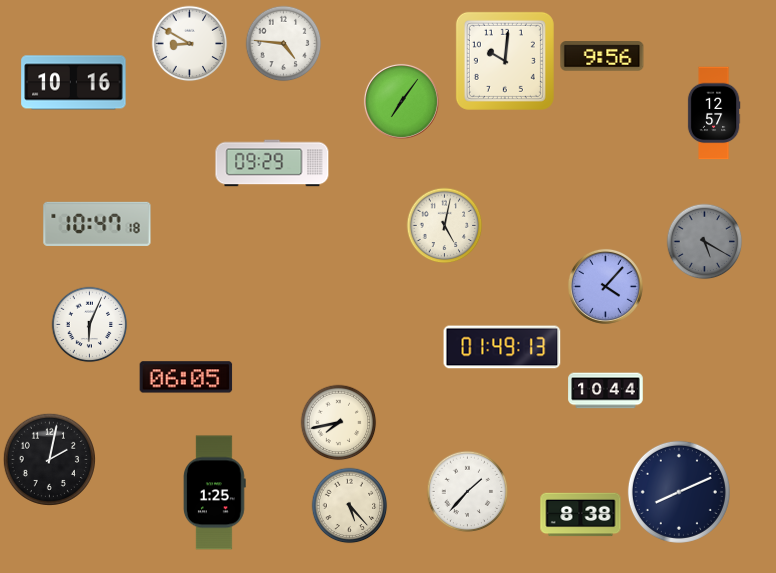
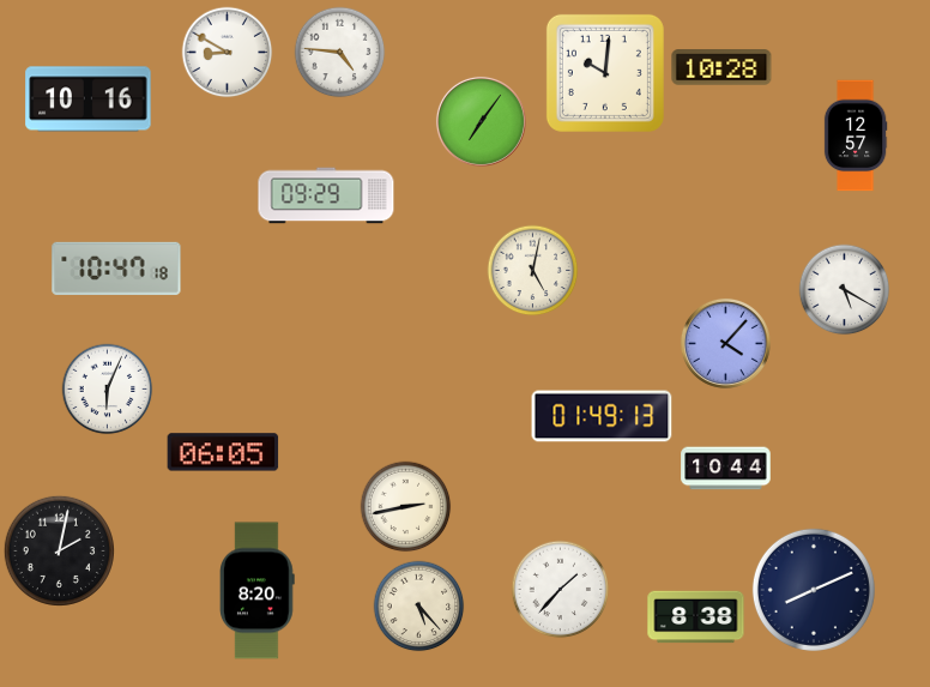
clock at (602, 56): 9:56 -> 10:28
clock at (705, 242) dial: grey -> white
clock at (339, 423): 7:43 -> 2:43
clock at (215, 493): 1:25 -> 8:20
